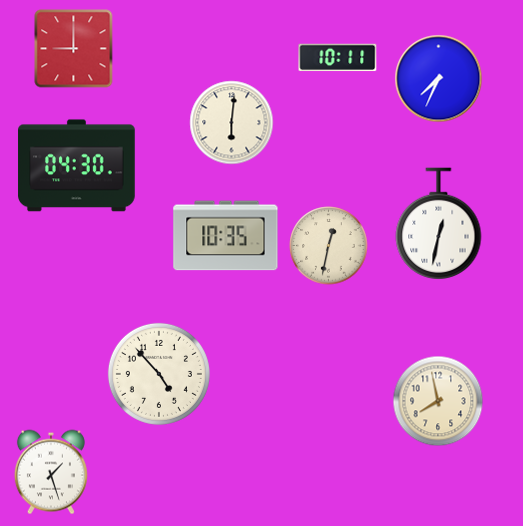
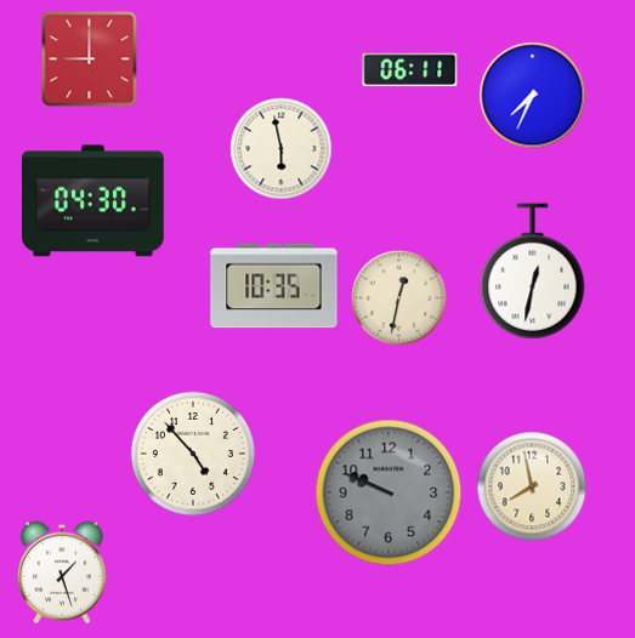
clock at (338, 58): 10:11 -> 06:11
clock at (232, 123): 6:01 -> 5:58
clock at (389, 492): none -> 9:49
